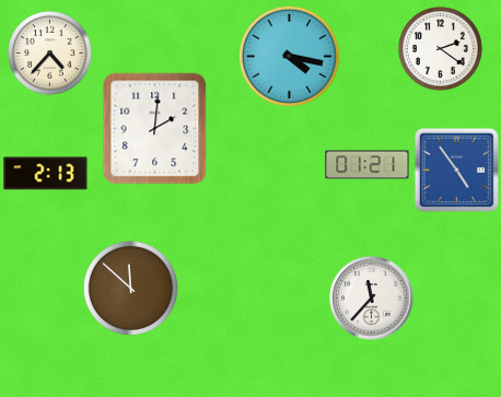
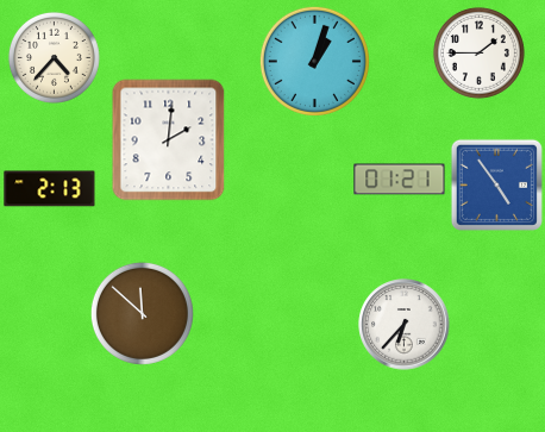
clock at (440, 48): 2:21 -> 1:45
clock at (289, 56): 4:17 -> 1:03
clock at (372, 299): 11:37 -> 6:37
